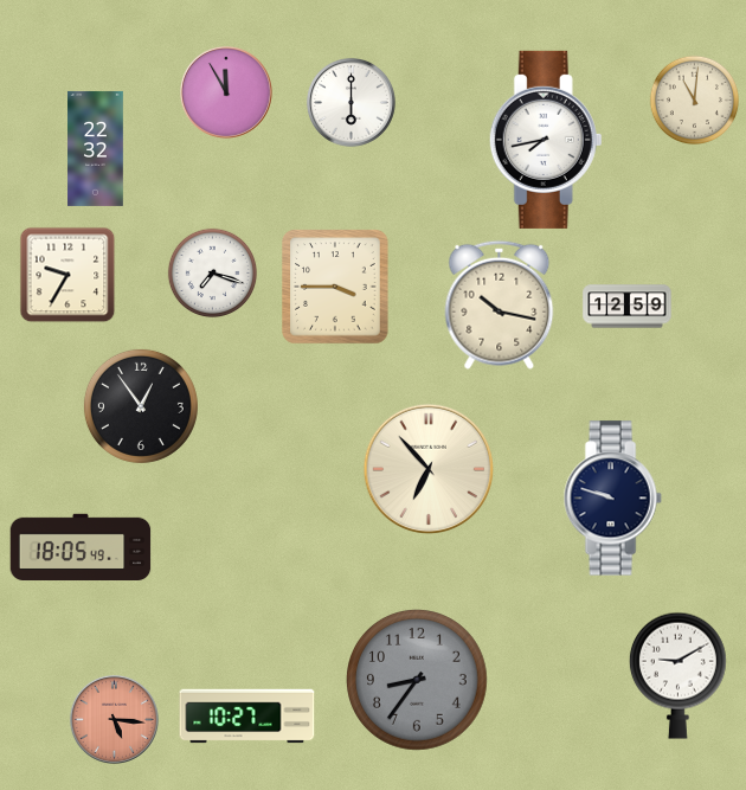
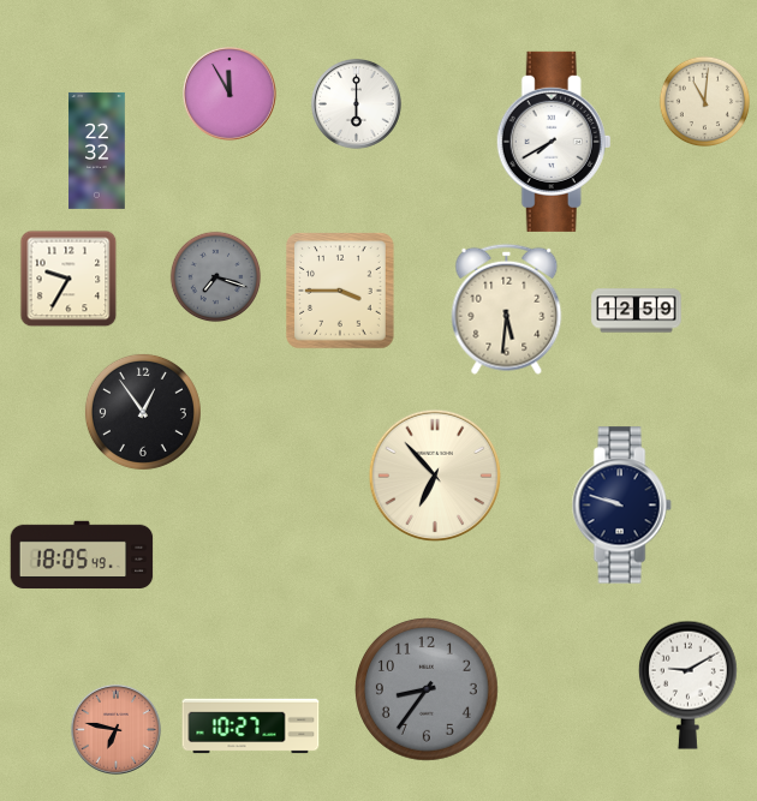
clock at (546, 140): 7:43 -> 7:40
clock at (213, 274) dial: white -> grey
clock at (500, 304): 10:17 -> 5:31
clock at (418, 681) position: (418, 681) -> (428, 691)
clock at (114, 719): 5:16 -> 6:47
